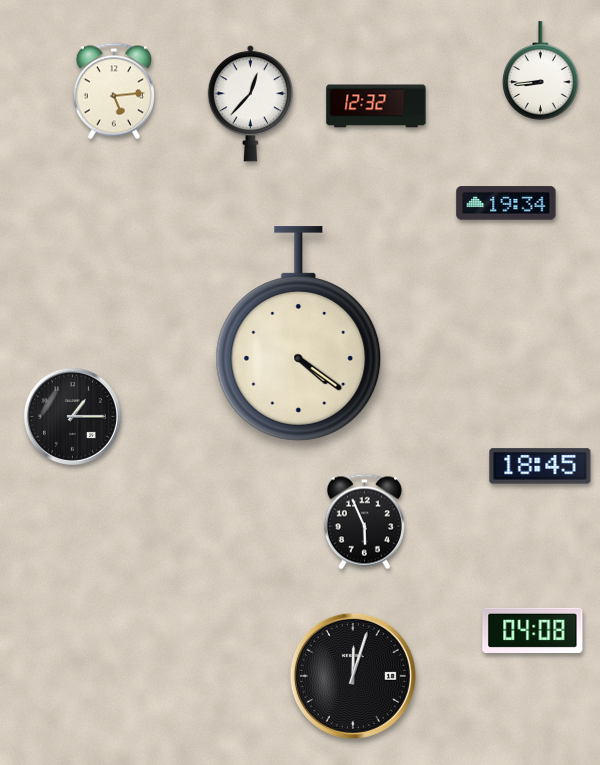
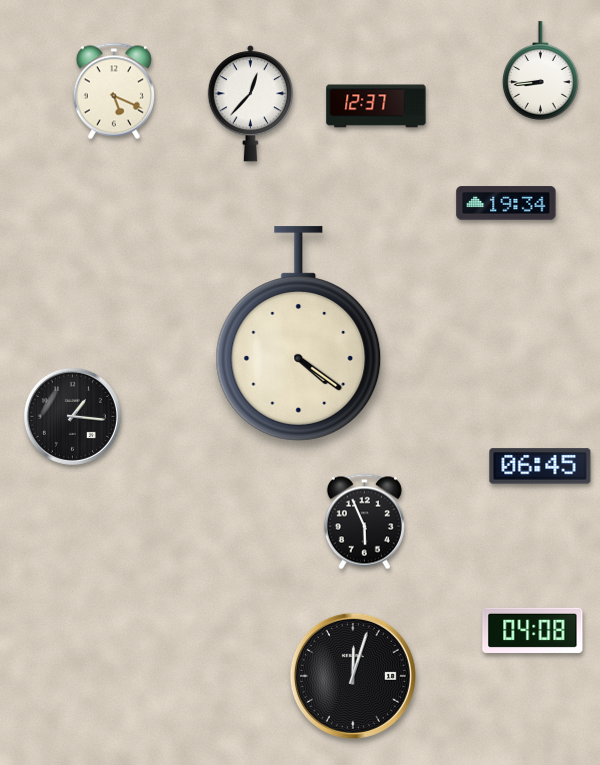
clock at (114, 91): 5:14 -> 5:19
clock at (376, 106): 12:32 -> 12:37
clock at (72, 416): 1:15 -> 1:16
clock at (540, 466): 18:45 -> 06:45
